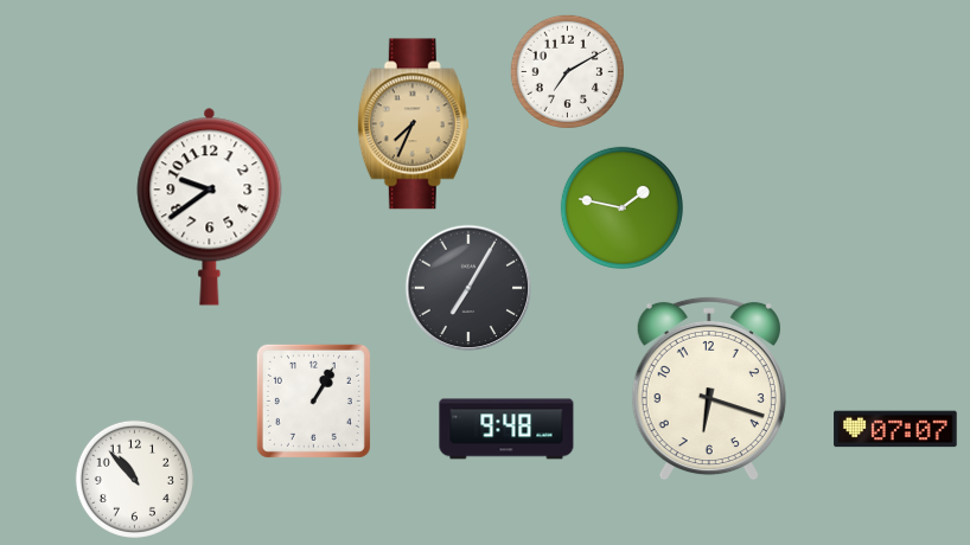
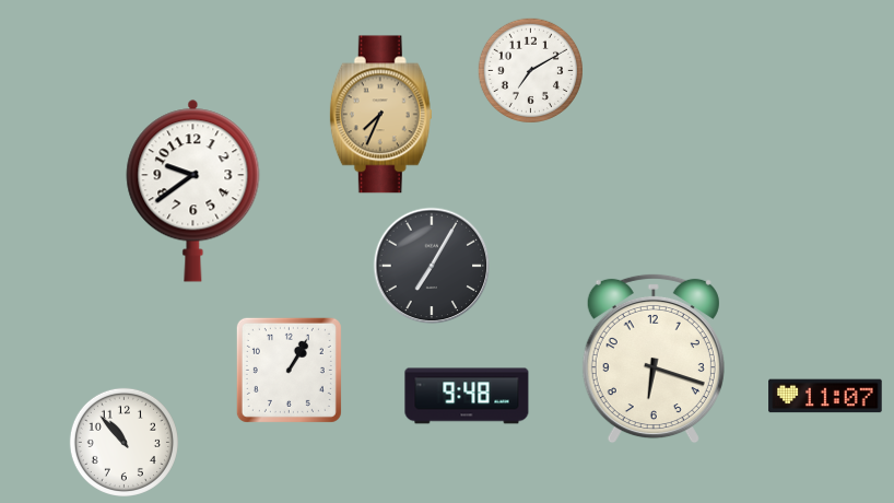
clock at (567, 71) position: (567, 71) -> (530, 70)
clock at (621, 207): 1:47 -> none
clock at (895, 429): 07:07 -> 11:07
